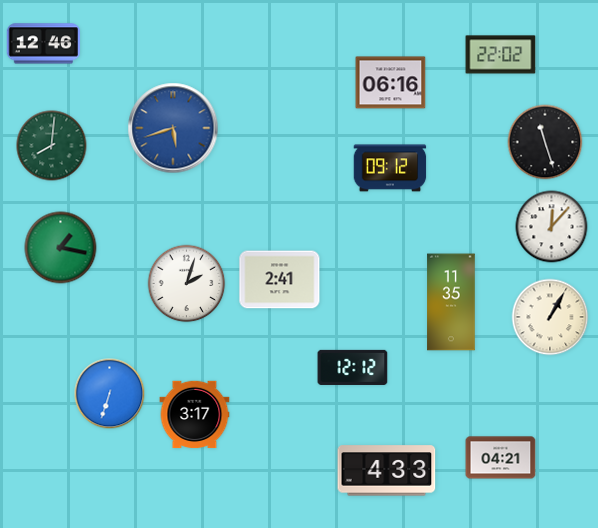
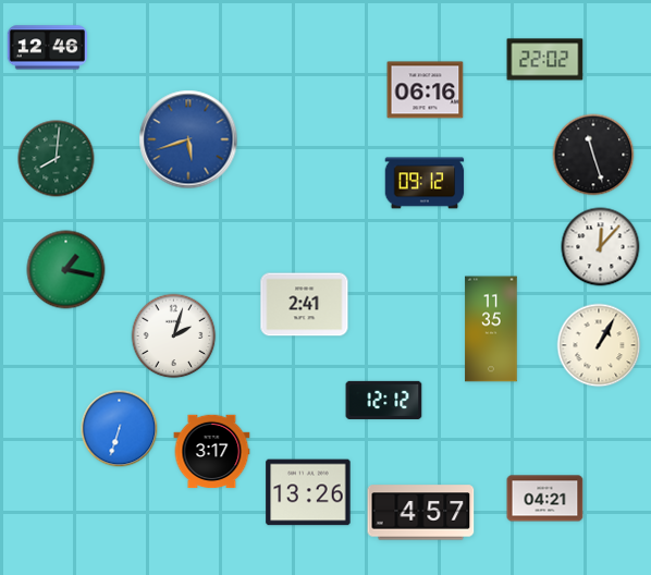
clock at (187, 284) position: (187, 284) -> (174, 337)
clock at (308, 492): none -> 13:26
clock at (387, 471): 4:33 -> 4:57
